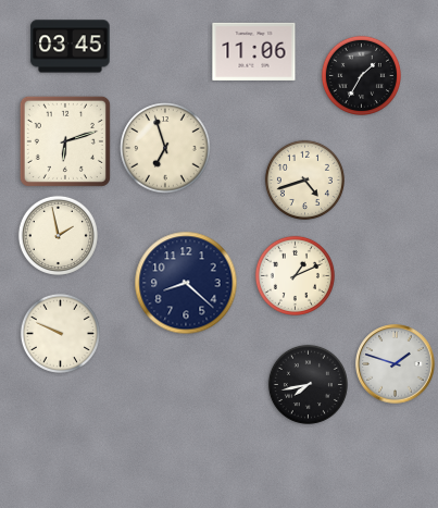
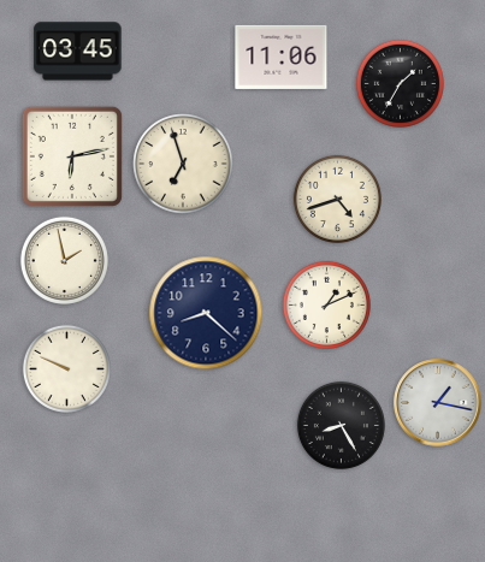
clock at (65, 141): 6:12 -> 6:13
clock at (396, 364): 1:48 -> 1:17
clock at (308, 384): 7:43 -> 8:25
